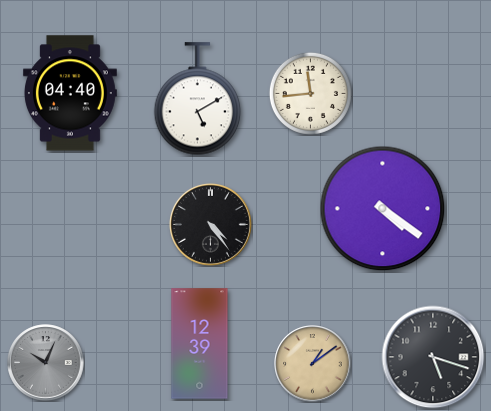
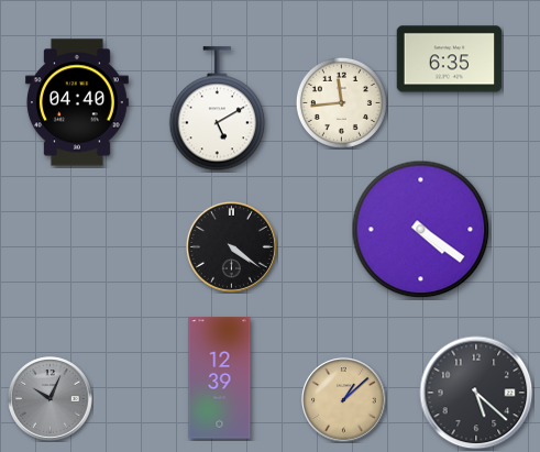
clock at (450, 59): none -> 6:35
clock at (210, 224): 4:24 -> 4:21
clock at (433, 357): 5:18 -> 5:22
clock at (313, 364): 1:09 -> 1:08
